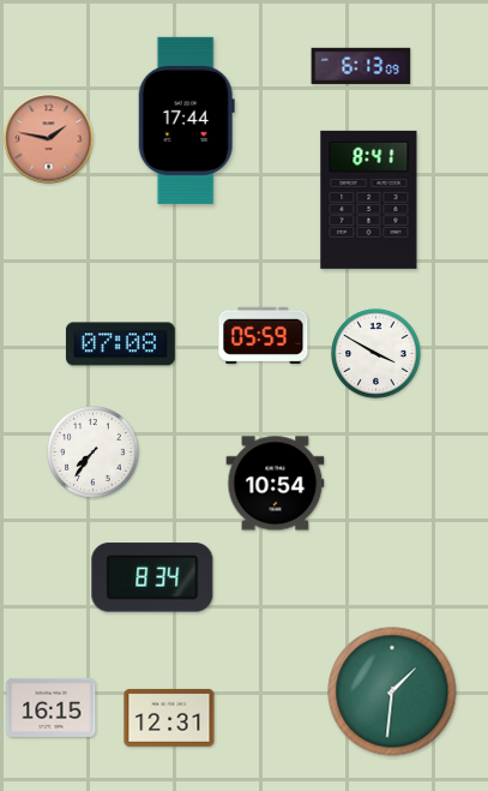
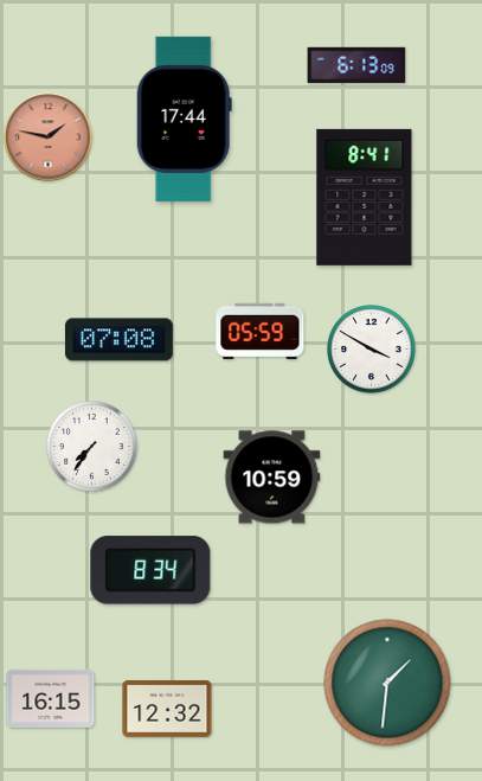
clock at (276, 484): 10:54 -> 10:59
clock at (169, 718): 12:31 -> 12:32
